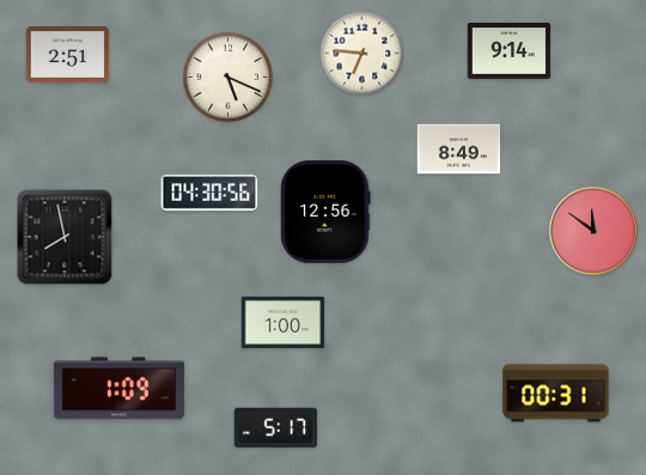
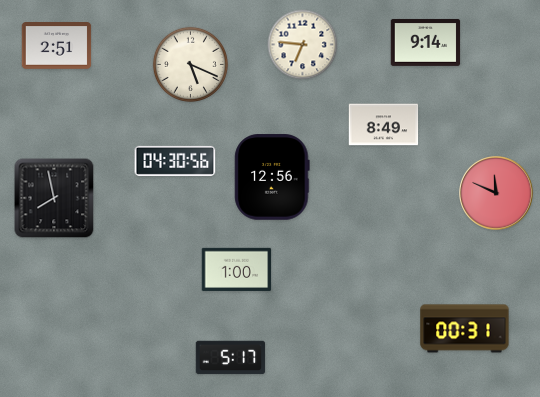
clock at (595, 232): 11:51 -> 11:49
clock at (118, 389): 1:09 -> none
